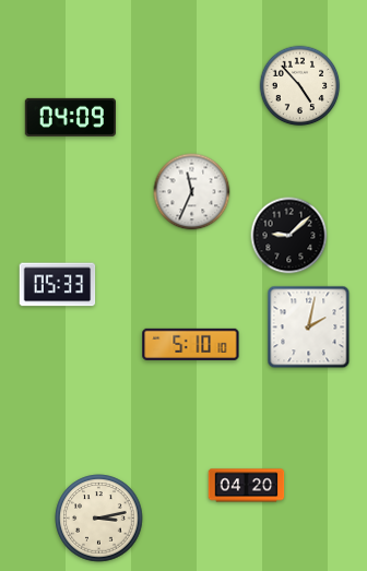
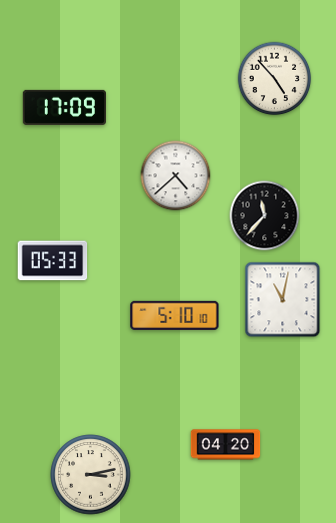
clock at (70, 117): 04:09 -> 17:09
clock at (192, 192): 11:34 -> 4:38
clock at (289, 236): 9:08 -> 11:37
clock at (309, 328): 2:02 -> 11:02
